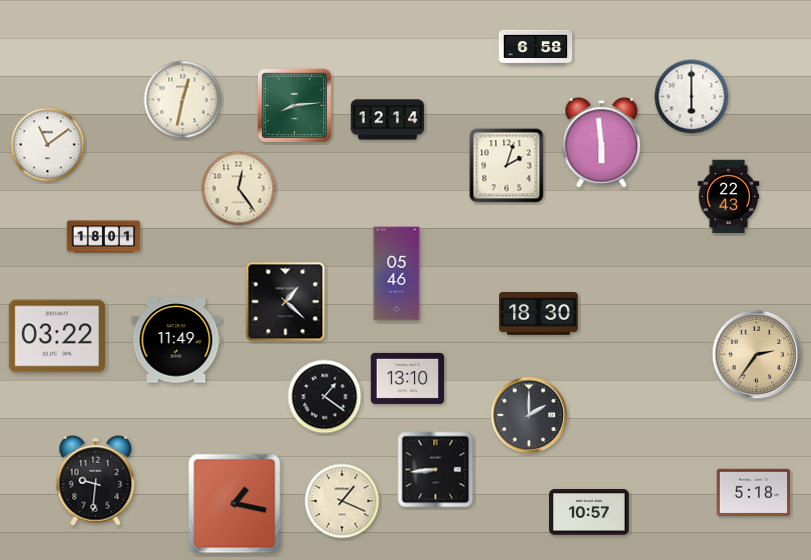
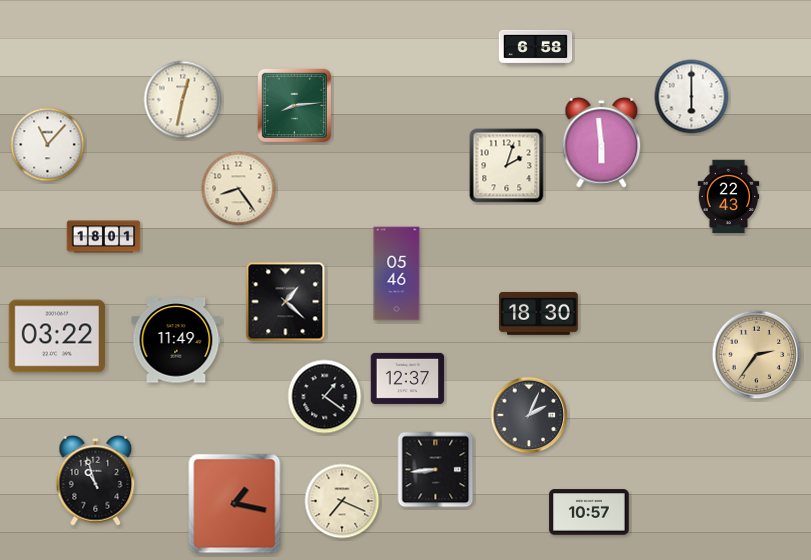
clock at (388, 120): 12:14 -> none
clock at (48, 145): 11:09 -> 11:07
clock at (239, 189): 12:24 -> 8:24
clock at (408, 378): 13:10 -> 12:37
clock at (529, 415): 2:00 -> 2:04
clock at (96, 480): 9:31 -> 10:57
clock at (754, 492): 5:18 -> none
clock at (342, 501): 1:19 -> 7:19
